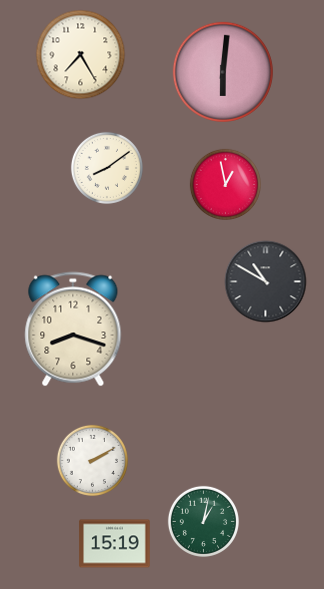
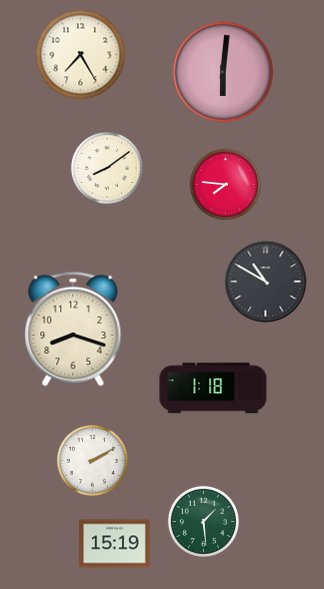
clock at (225, 184): 12:58 -> 7:46
clock at (213, 388): none -> 1:18
clock at (203, 521): 1:02 -> 1:29
